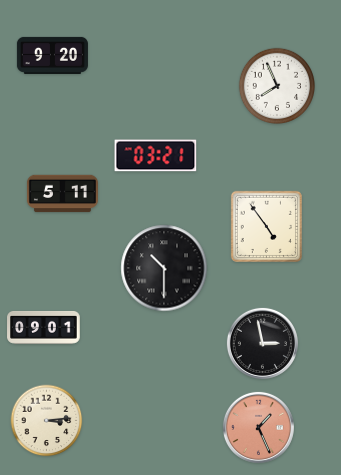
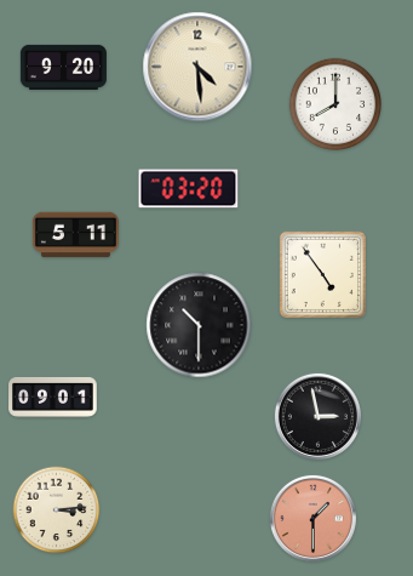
clock at (197, 67): none -> 4:29
clock at (276, 85): 7:56 -> 8:00
clock at (156, 156): 03:21 -> 03:20
clock at (258, 427): 1:26 -> 1:30
